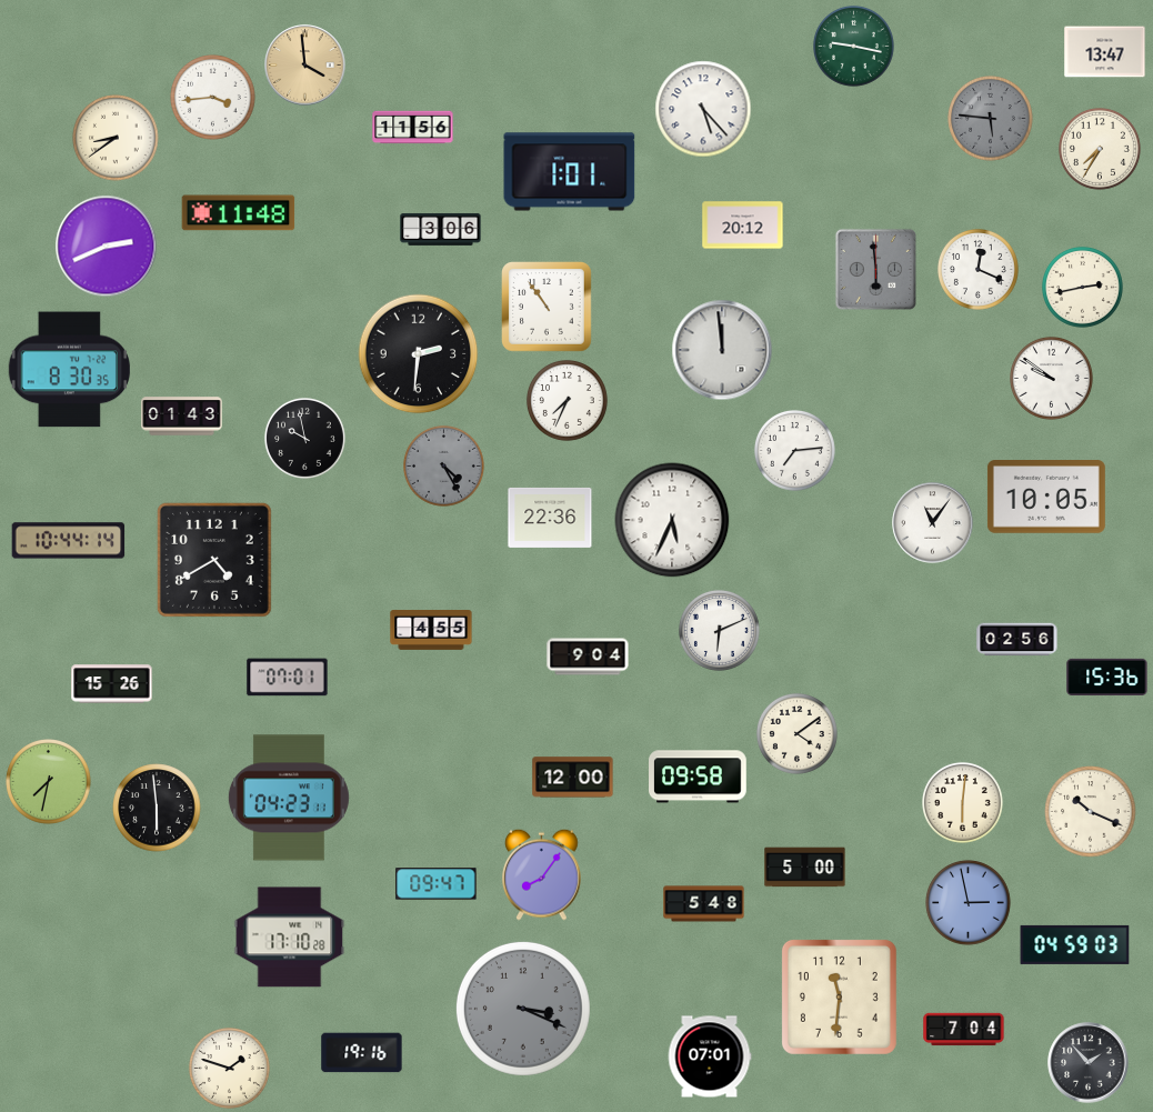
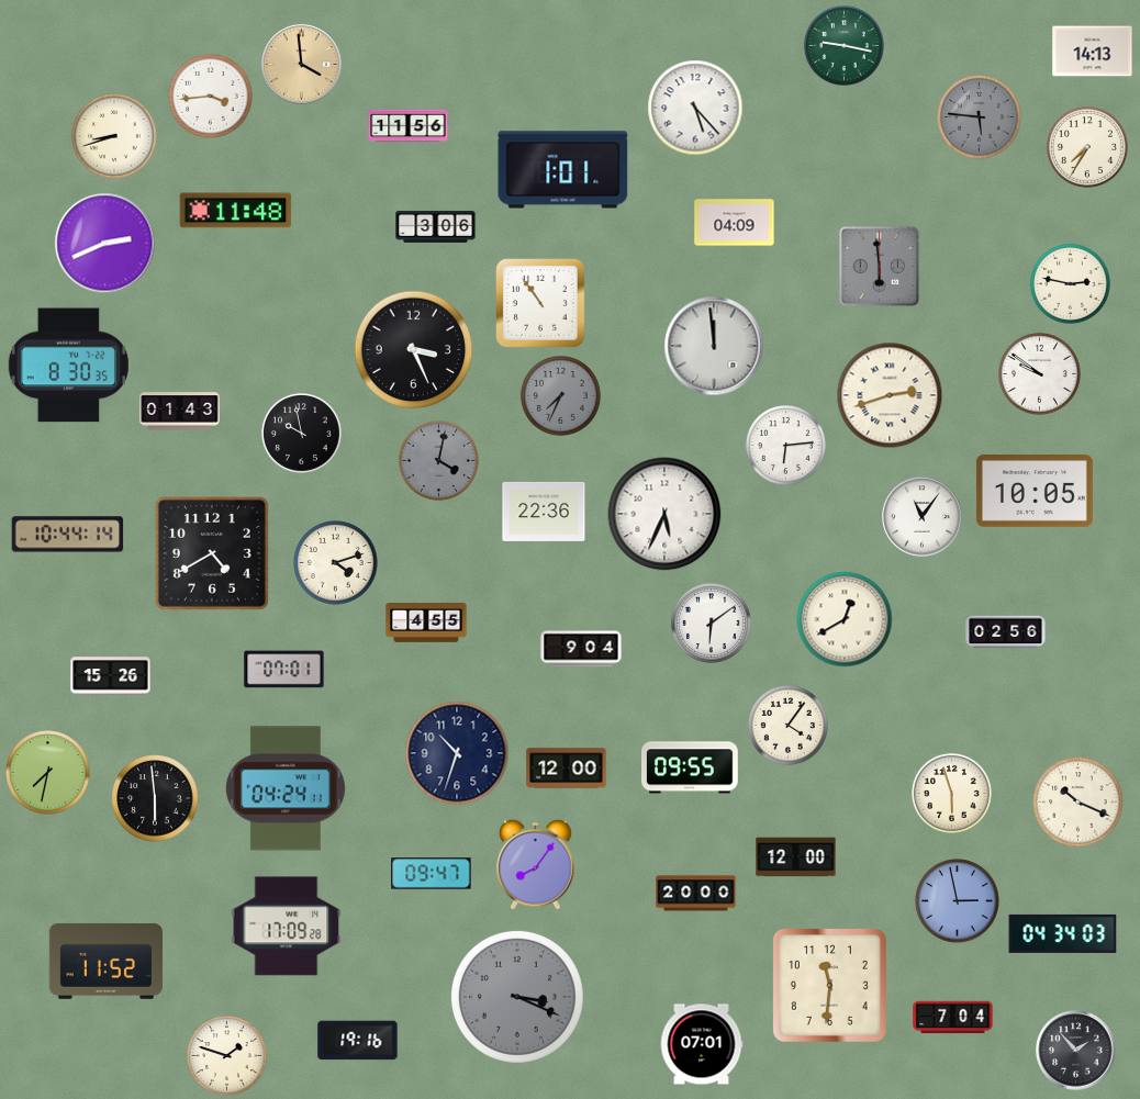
clock at (1105, 52): 13:47 -> 14:13
clock at (116, 138): 8:39 -> 8:42
clock at (743, 226): 20:12 -> 04:09
clock at (875, 269) position: (875, 269) -> (879, 266)
clock at (977, 269): 12:19 -> none
clock at (1082, 287): 2:43 -> 2:47
clock at (419, 354): 2:31 -> 3:26
clock at (567, 400) dial: white -> grey
clock at (890, 395): none -> 2:42
clock at (794, 450): 7:14 -> 6:14
clock at (443, 465): 4:25 -> 4:02
clock at (336, 563): none -> 4:12
clock at (845, 619): none -> 12:40
clock at (719, 630): 6:11 -> 6:09
clock at (1107, 677): 15:36 -> none
clock at (796, 733): 4:09 -> 4:06
clock at (457, 753): none -> 10:33
clock at (699, 777): 09:58 -> 09:55
clock at (289, 798): 04:23 -> 04:24
clock at (962, 802): 6:01 -> 5:57
clock at (805, 868): 5:00 -> 12:00
clock at (969, 903) position: (969, 903) -> (958, 901)
clock at (704, 904): 5:48 -> 20:00
clock at (290, 938): 17:10 -> 17:09
clock at (1075, 944): 04:59 -> 04:34
clock at (105, 961): none -> 11:52
